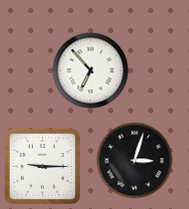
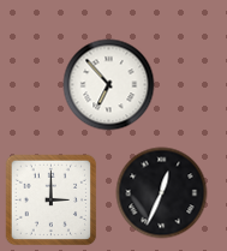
clock at (135, 161): 3:03 -> 12:34
clock at (42, 167): 9:15 -> 3:00
